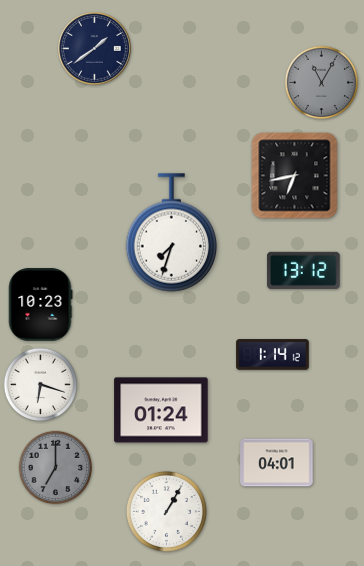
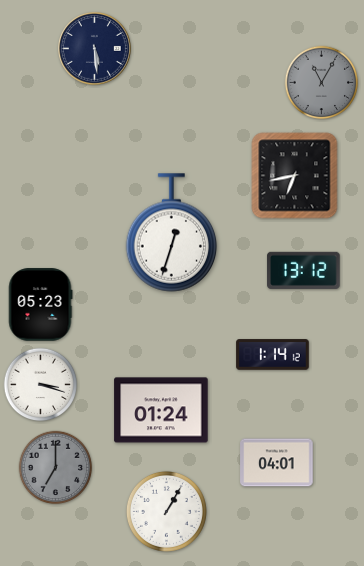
clock at (95, 49): 1:39 -> 5:29
clock at (172, 233): 7:33 -> 12:33
clock at (40, 305): 10:23 -> 05:23
clock at (41, 385): 6:18 -> 3:18
